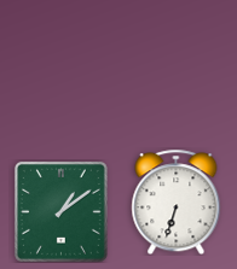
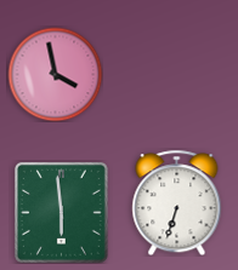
clock at (55, 74): none -> 3:58
clock at (60, 211): 1:09 -> 5:59
